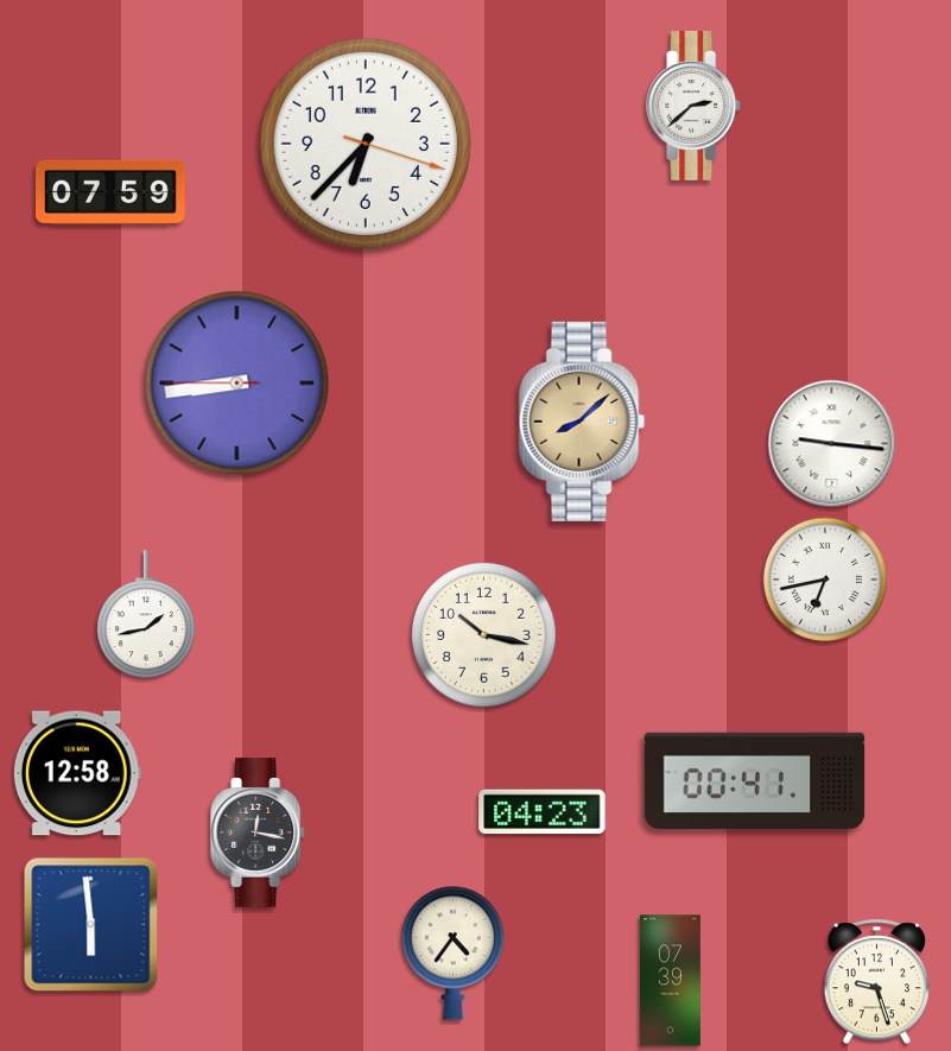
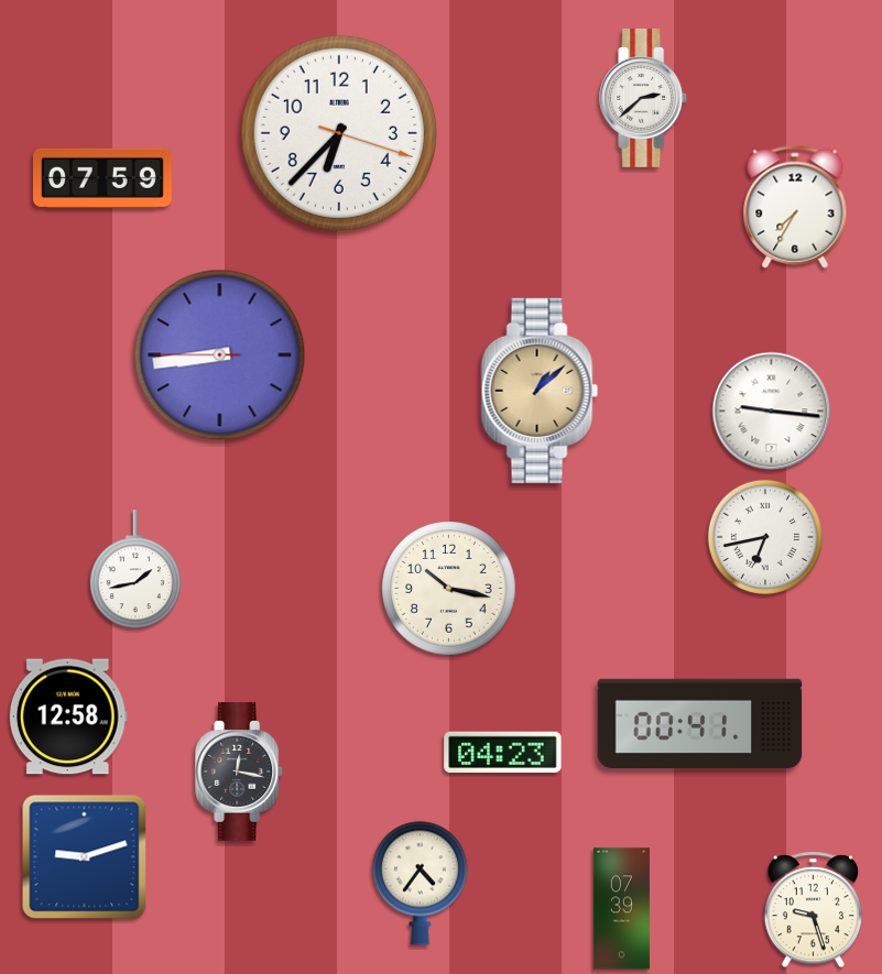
clock at (795, 207): none -> 7:35
clock at (582, 422): 8:08 -> 1:08
clock at (77, 773) position: (77, 773) -> (68, 716)
clock at (91, 925): 5:59 -> 9:12
